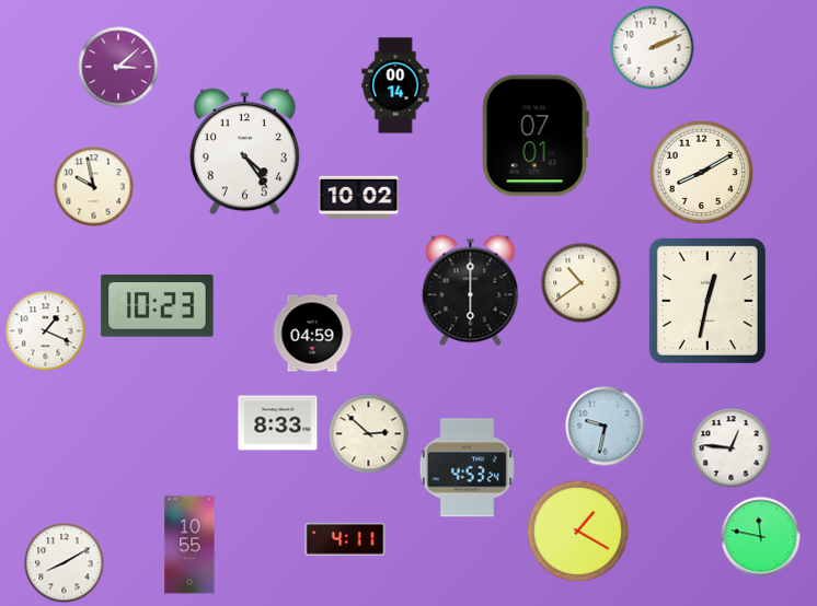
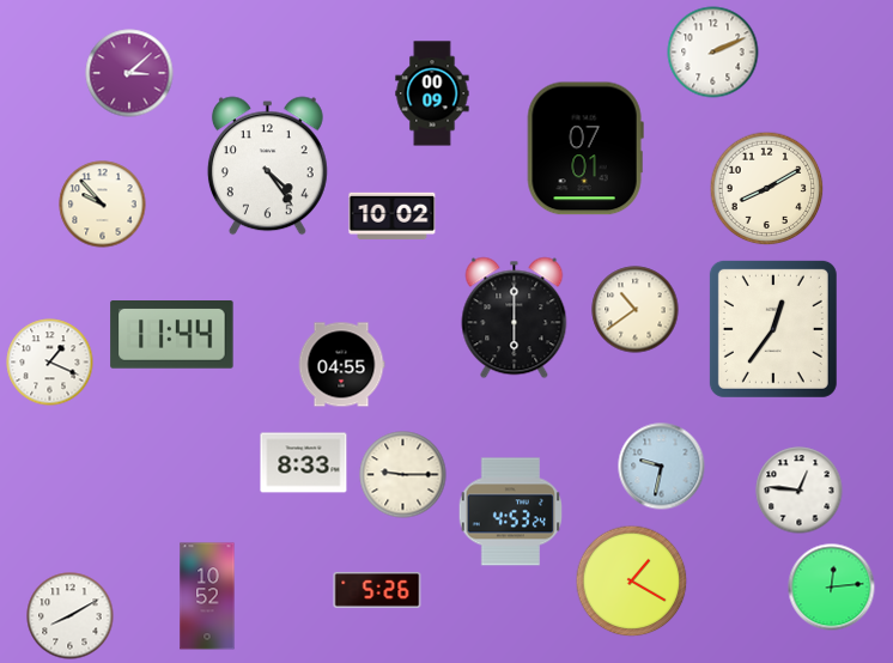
clock at (395, 85): 00:14 -> 00:09
clock at (94, 187): 9:58 -> 9:53
clock at (707, 301): 12:32 -> 12:36
clock at (158, 306): 10:23 -> 11:44
clock at (312, 334): 04:59 -> 04:55
clock at (369, 434): 2:52 -> 9:15
clock at (761, 537): 11:47 -> 12:14
clock at (345, 539): 4:11 -> 5:26
clock at (189, 545): 10:55 -> 10:52
